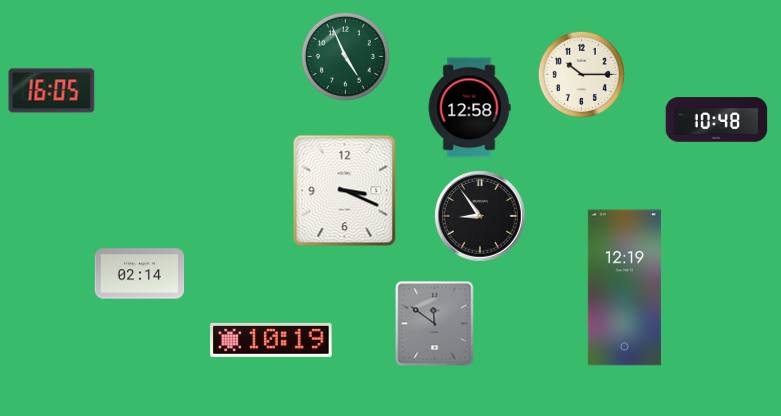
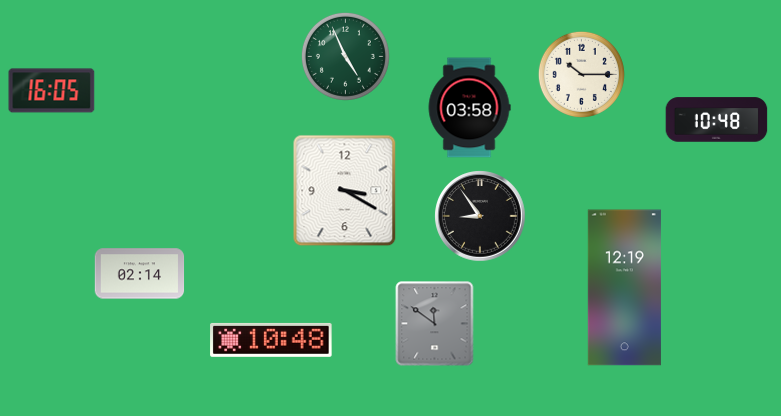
clock at (469, 108): 12:58 -> 03:58
clock at (345, 191): 3:19 -> 3:20
clock at (271, 340): 10:19 -> 10:48
